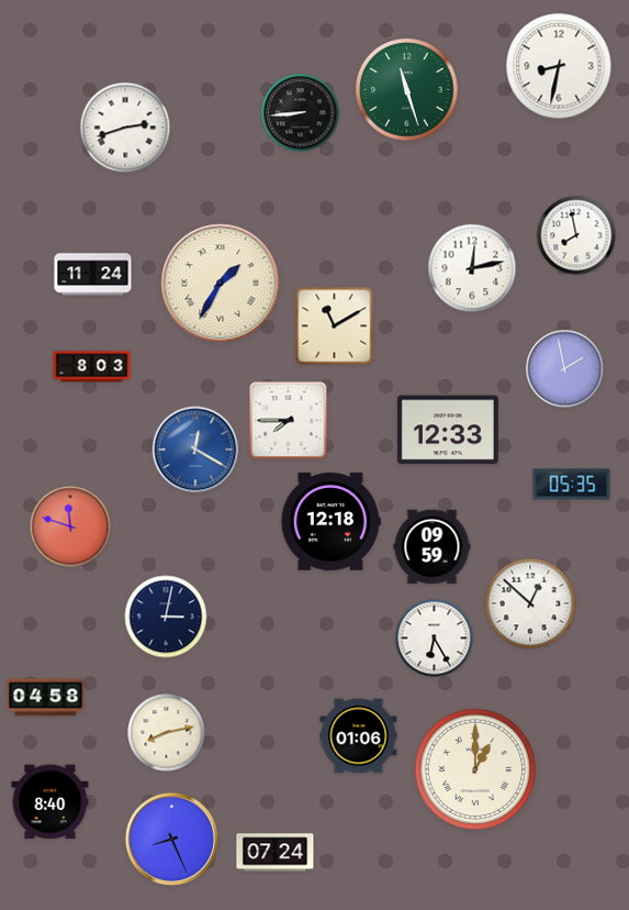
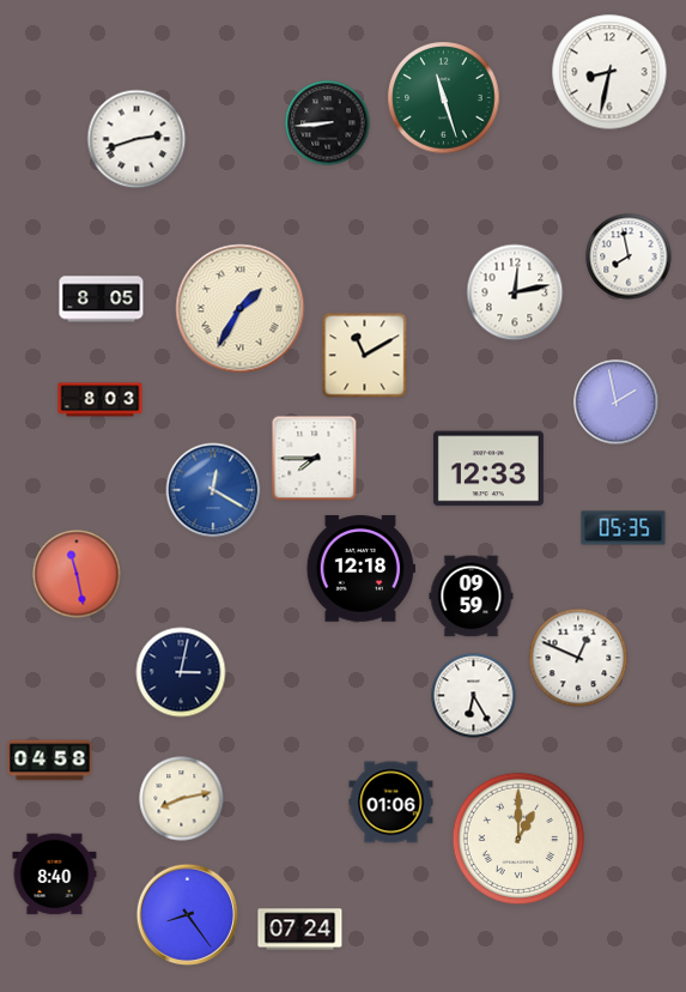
clock at (93, 275): 11:24 -> 8:05
clock at (70, 526): 11:48 -> 11:28
clock at (530, 603): 12:52 -> 12:49
clock at (171, 839): 8:26 -> 8:24
